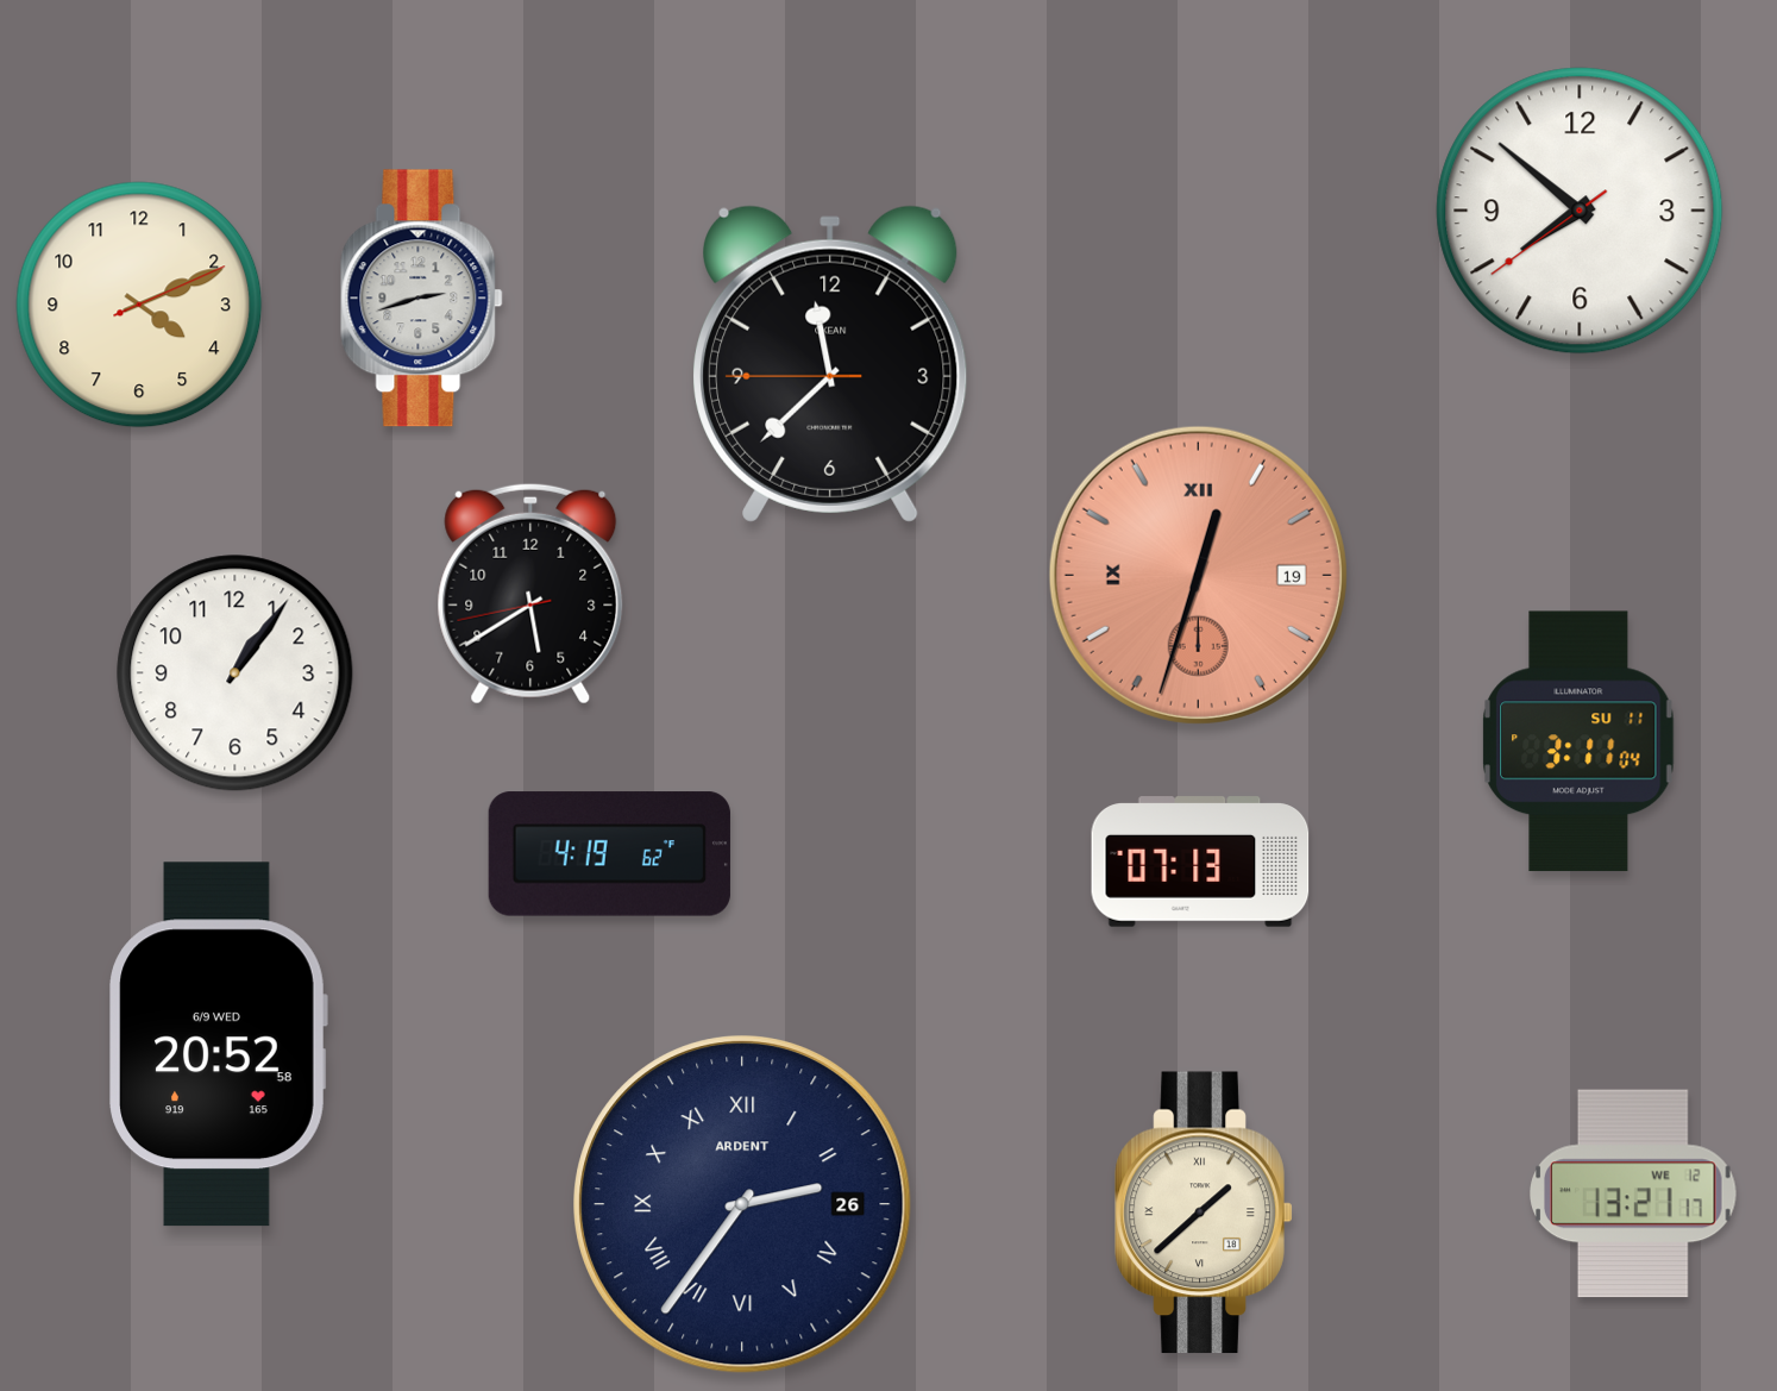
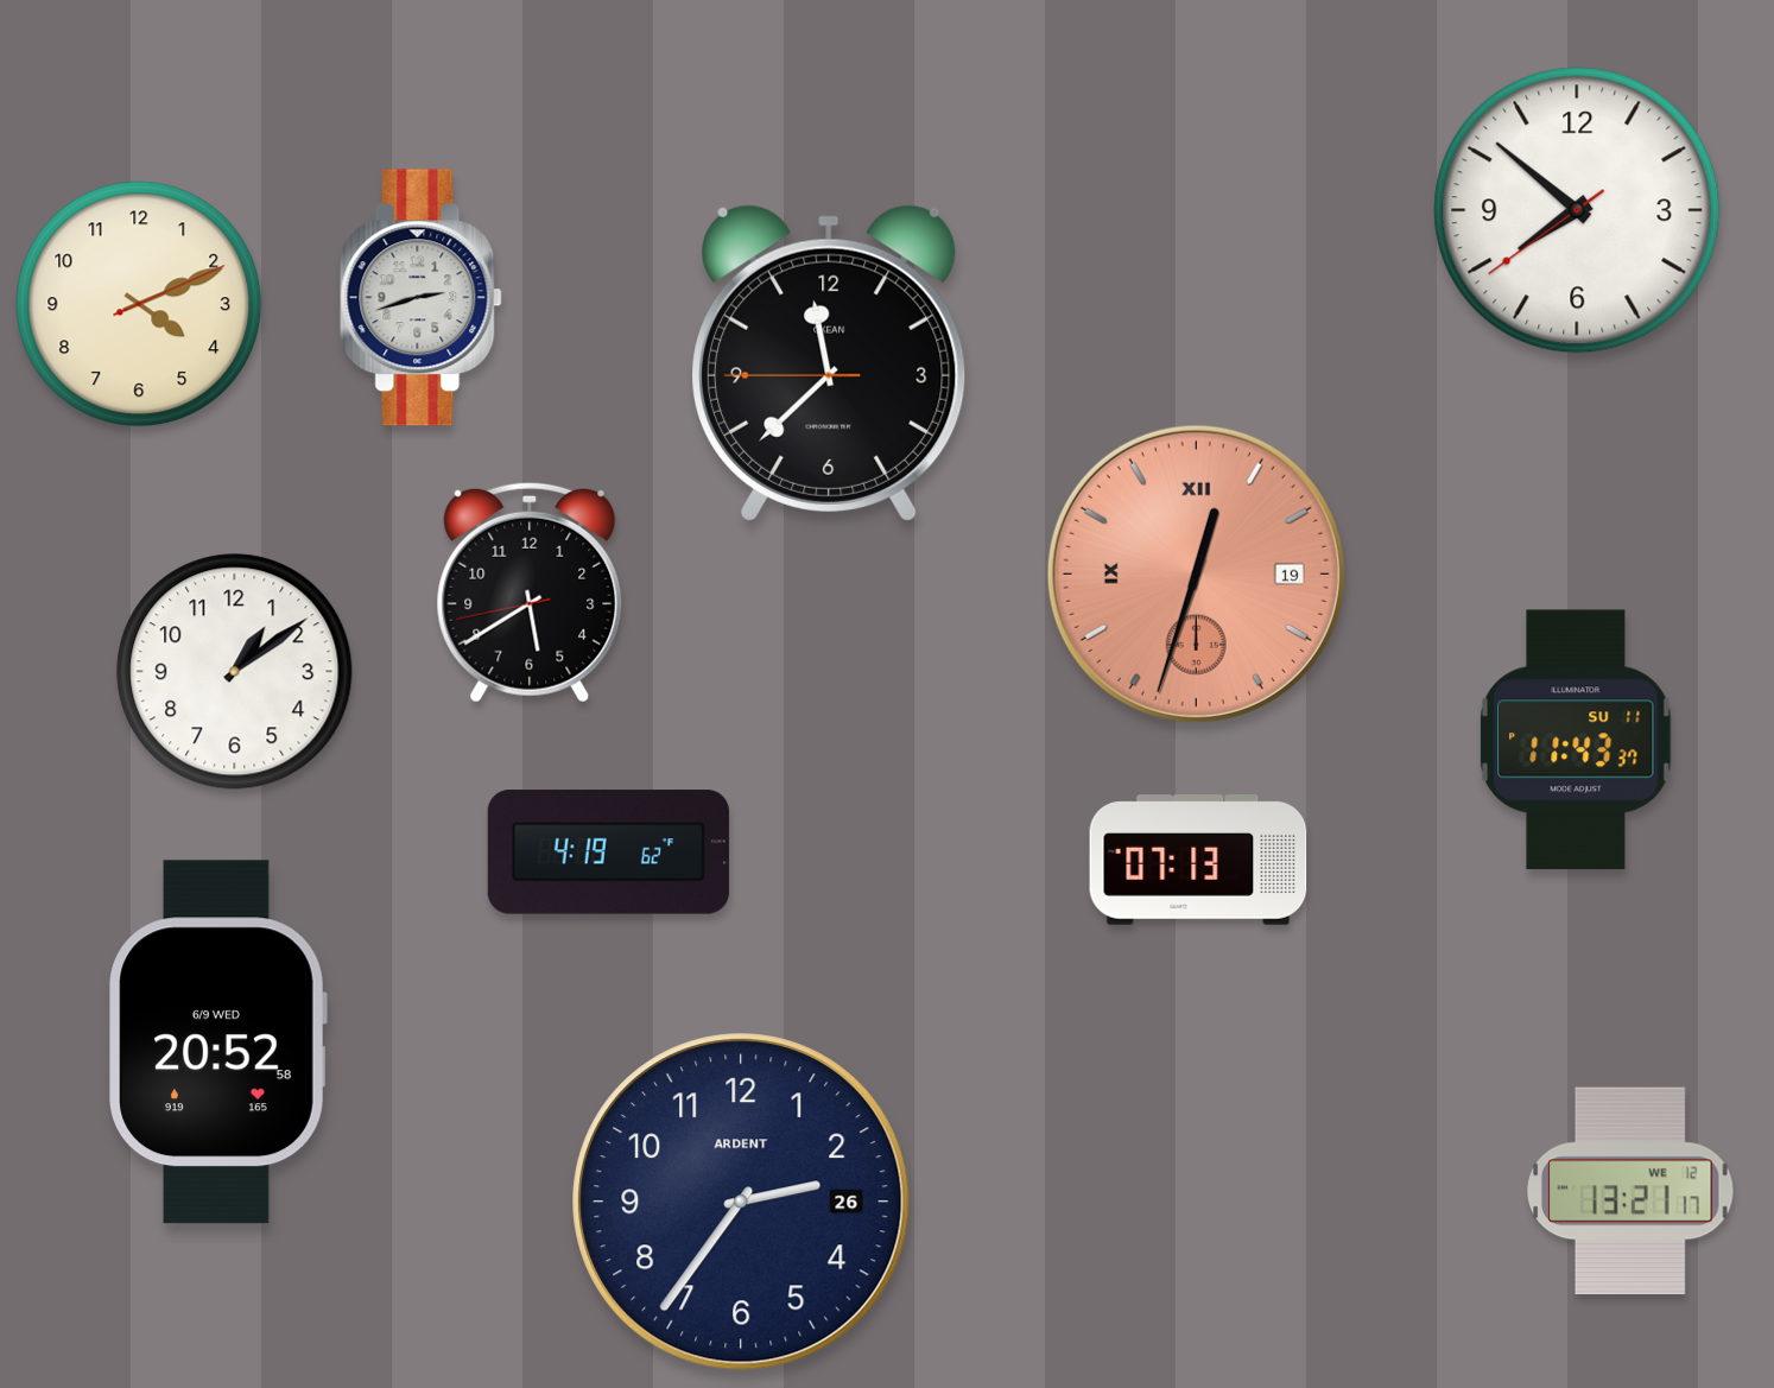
clock at (236, 673): 1:06 -> 1:09
clock at (1578, 741): 3:11 -> 11:43
clock at (742, 1204) numerals: Roman -> Arabic
clock at (1204, 1213): 1:38 -> none
